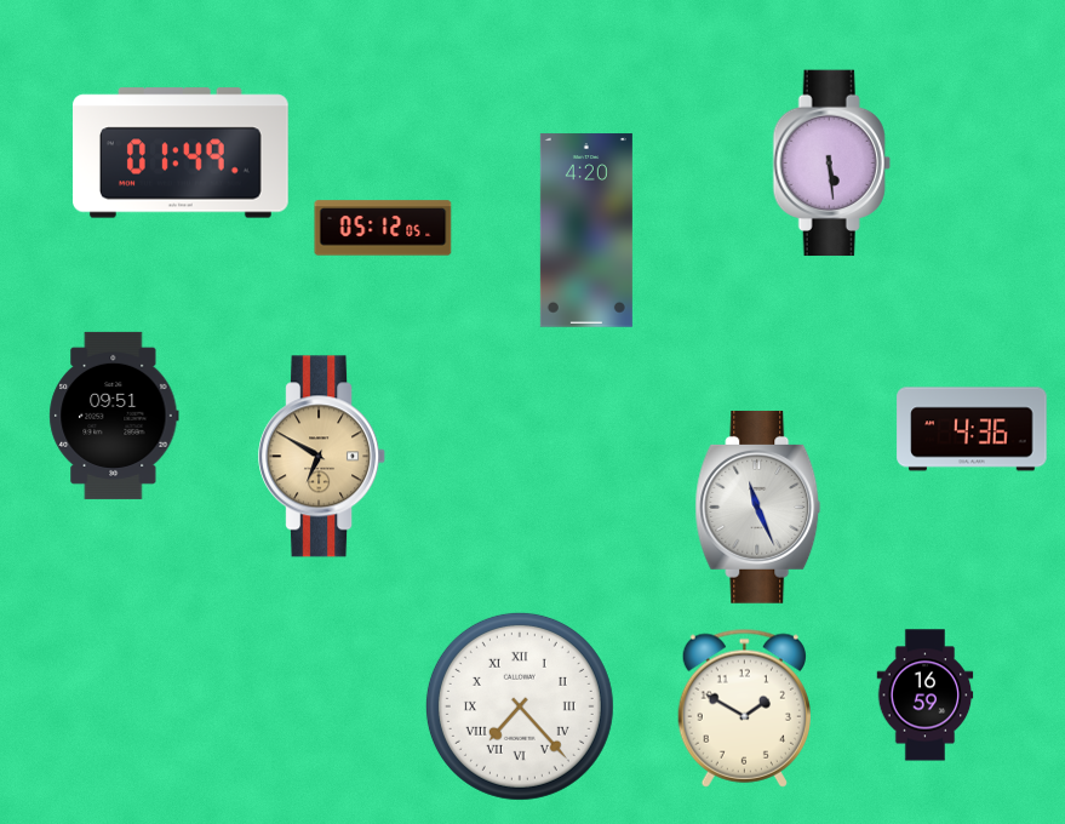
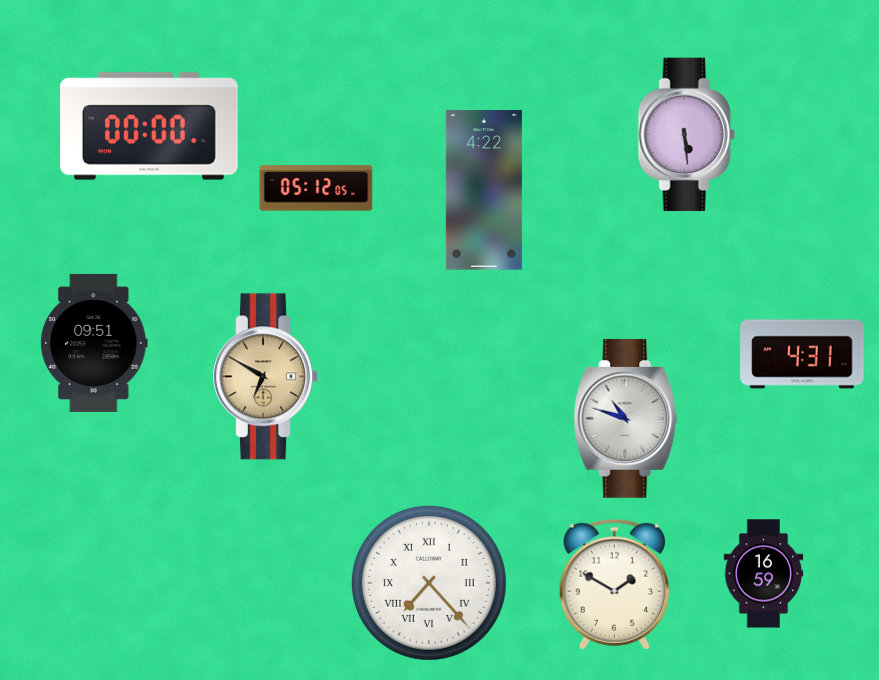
clock at (182, 153): 01:49 -> 00:00
clock at (586, 230): 4:20 -> 4:22
clock at (972, 429): 4:36 -> 4:31
clock at (758, 507): 11:26 -> 10:48
